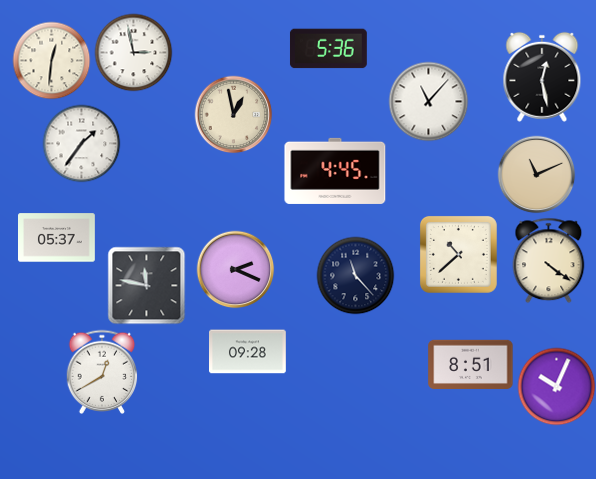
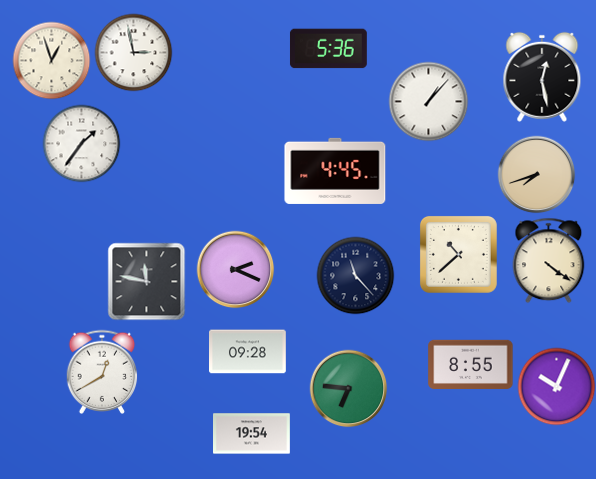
clock at (51, 60): 12:31 -> 12:57
clock at (428, 101): 11:07 -> 1:07
clock at (233, 114): 12:58 -> none
clock at (536, 174): 11:11 -> 7:42
clock at (57, 238): 05:37 -> none
clock at (146, 285) position: (146, 285) -> (146, 281)
clock at (471, 364): 8:51 -> 8:55
clock at (348, 388): none -> 6:46
clock at (252, 434): none -> 19:54
